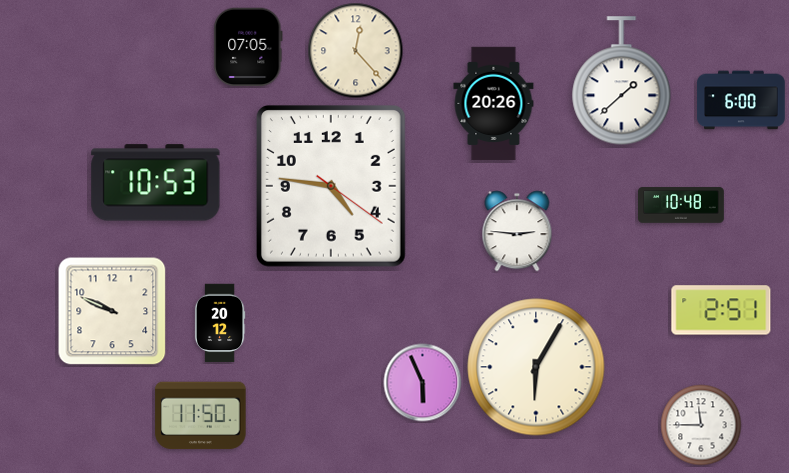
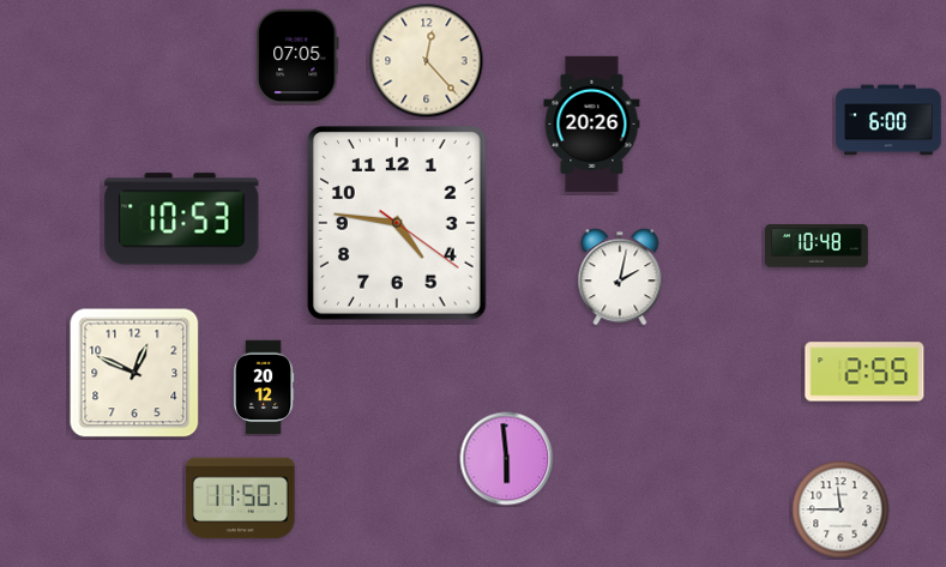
clock at (622, 81): 1:38 -> none
clock at (156, 183) position: (156, 183) -> (182, 219)
clock at (517, 231): 2:46 -> 2:02
clock at (721, 310): 2:51 -> 2:55
clock at (112, 311): 9:49 -> 12:49
clock at (536, 367): 6:05 -> none
clock at (423, 383): 5:56 -> 5:59
